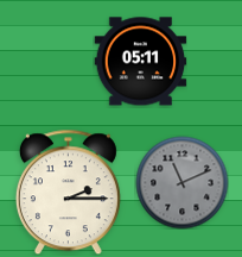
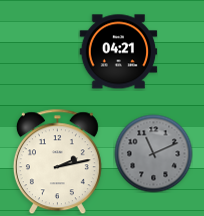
clock at (140, 62): 05:11 -> 04:21
clock at (68, 192): 2:15 -> 2:13
